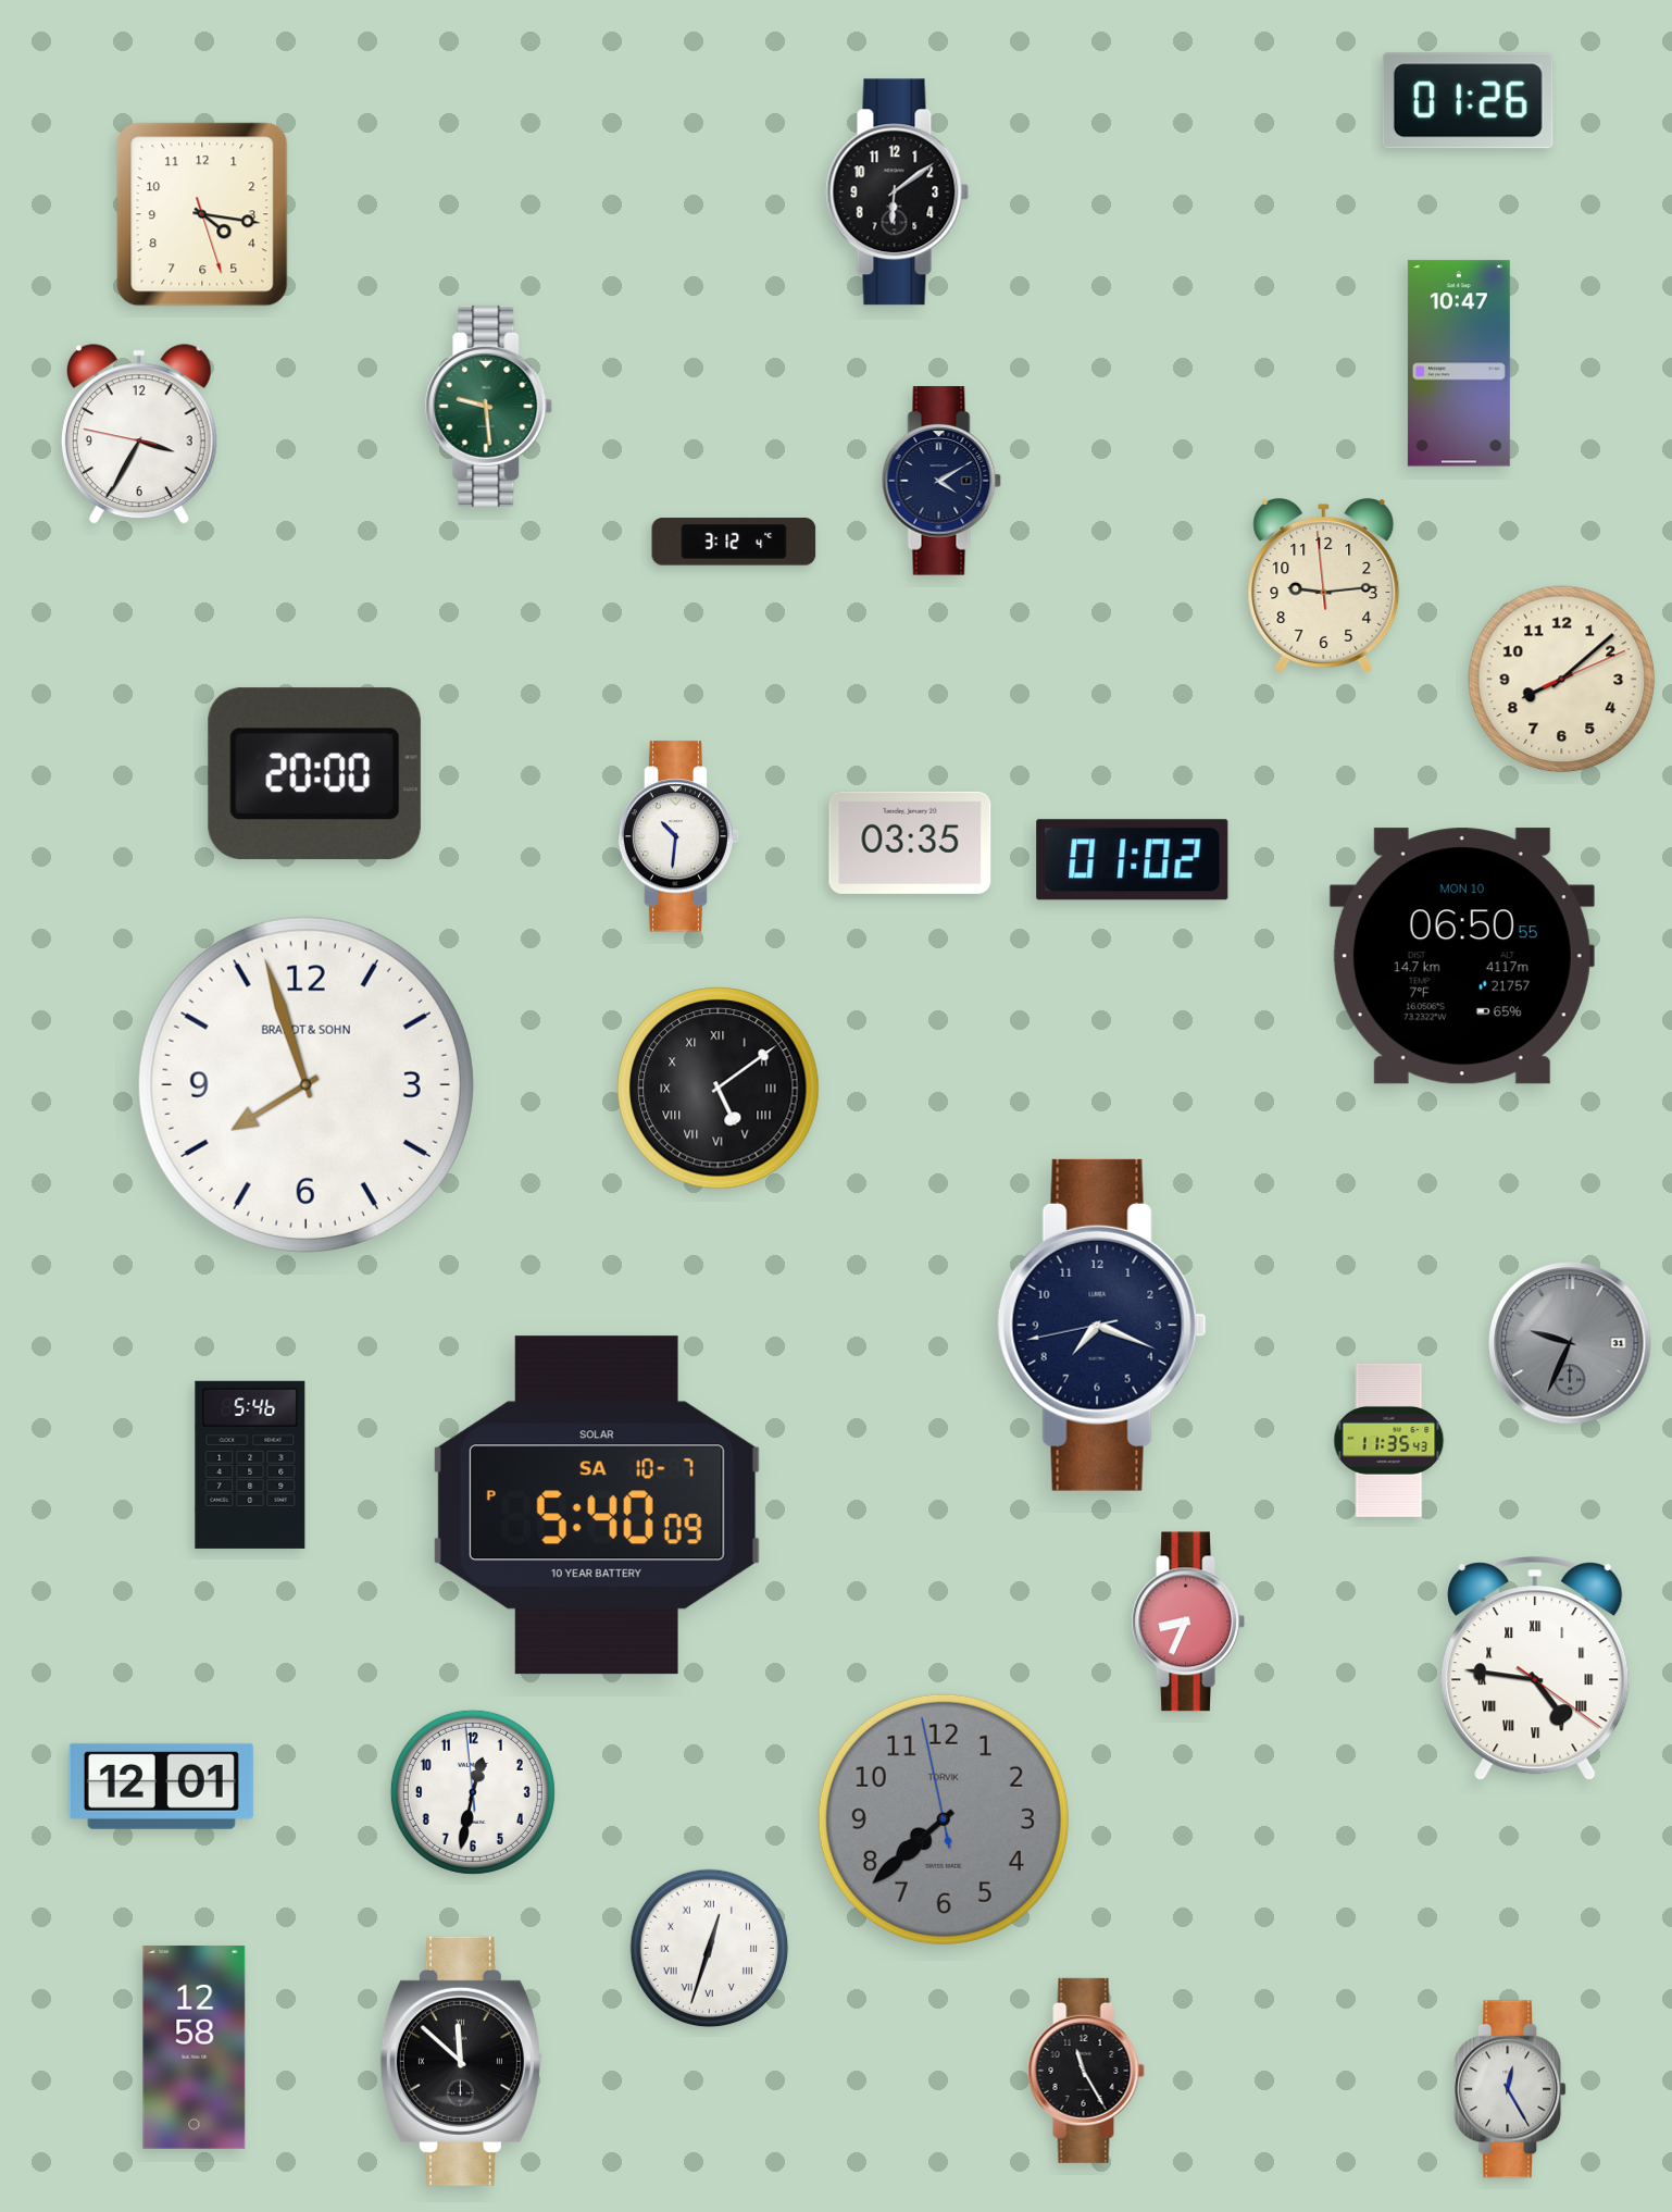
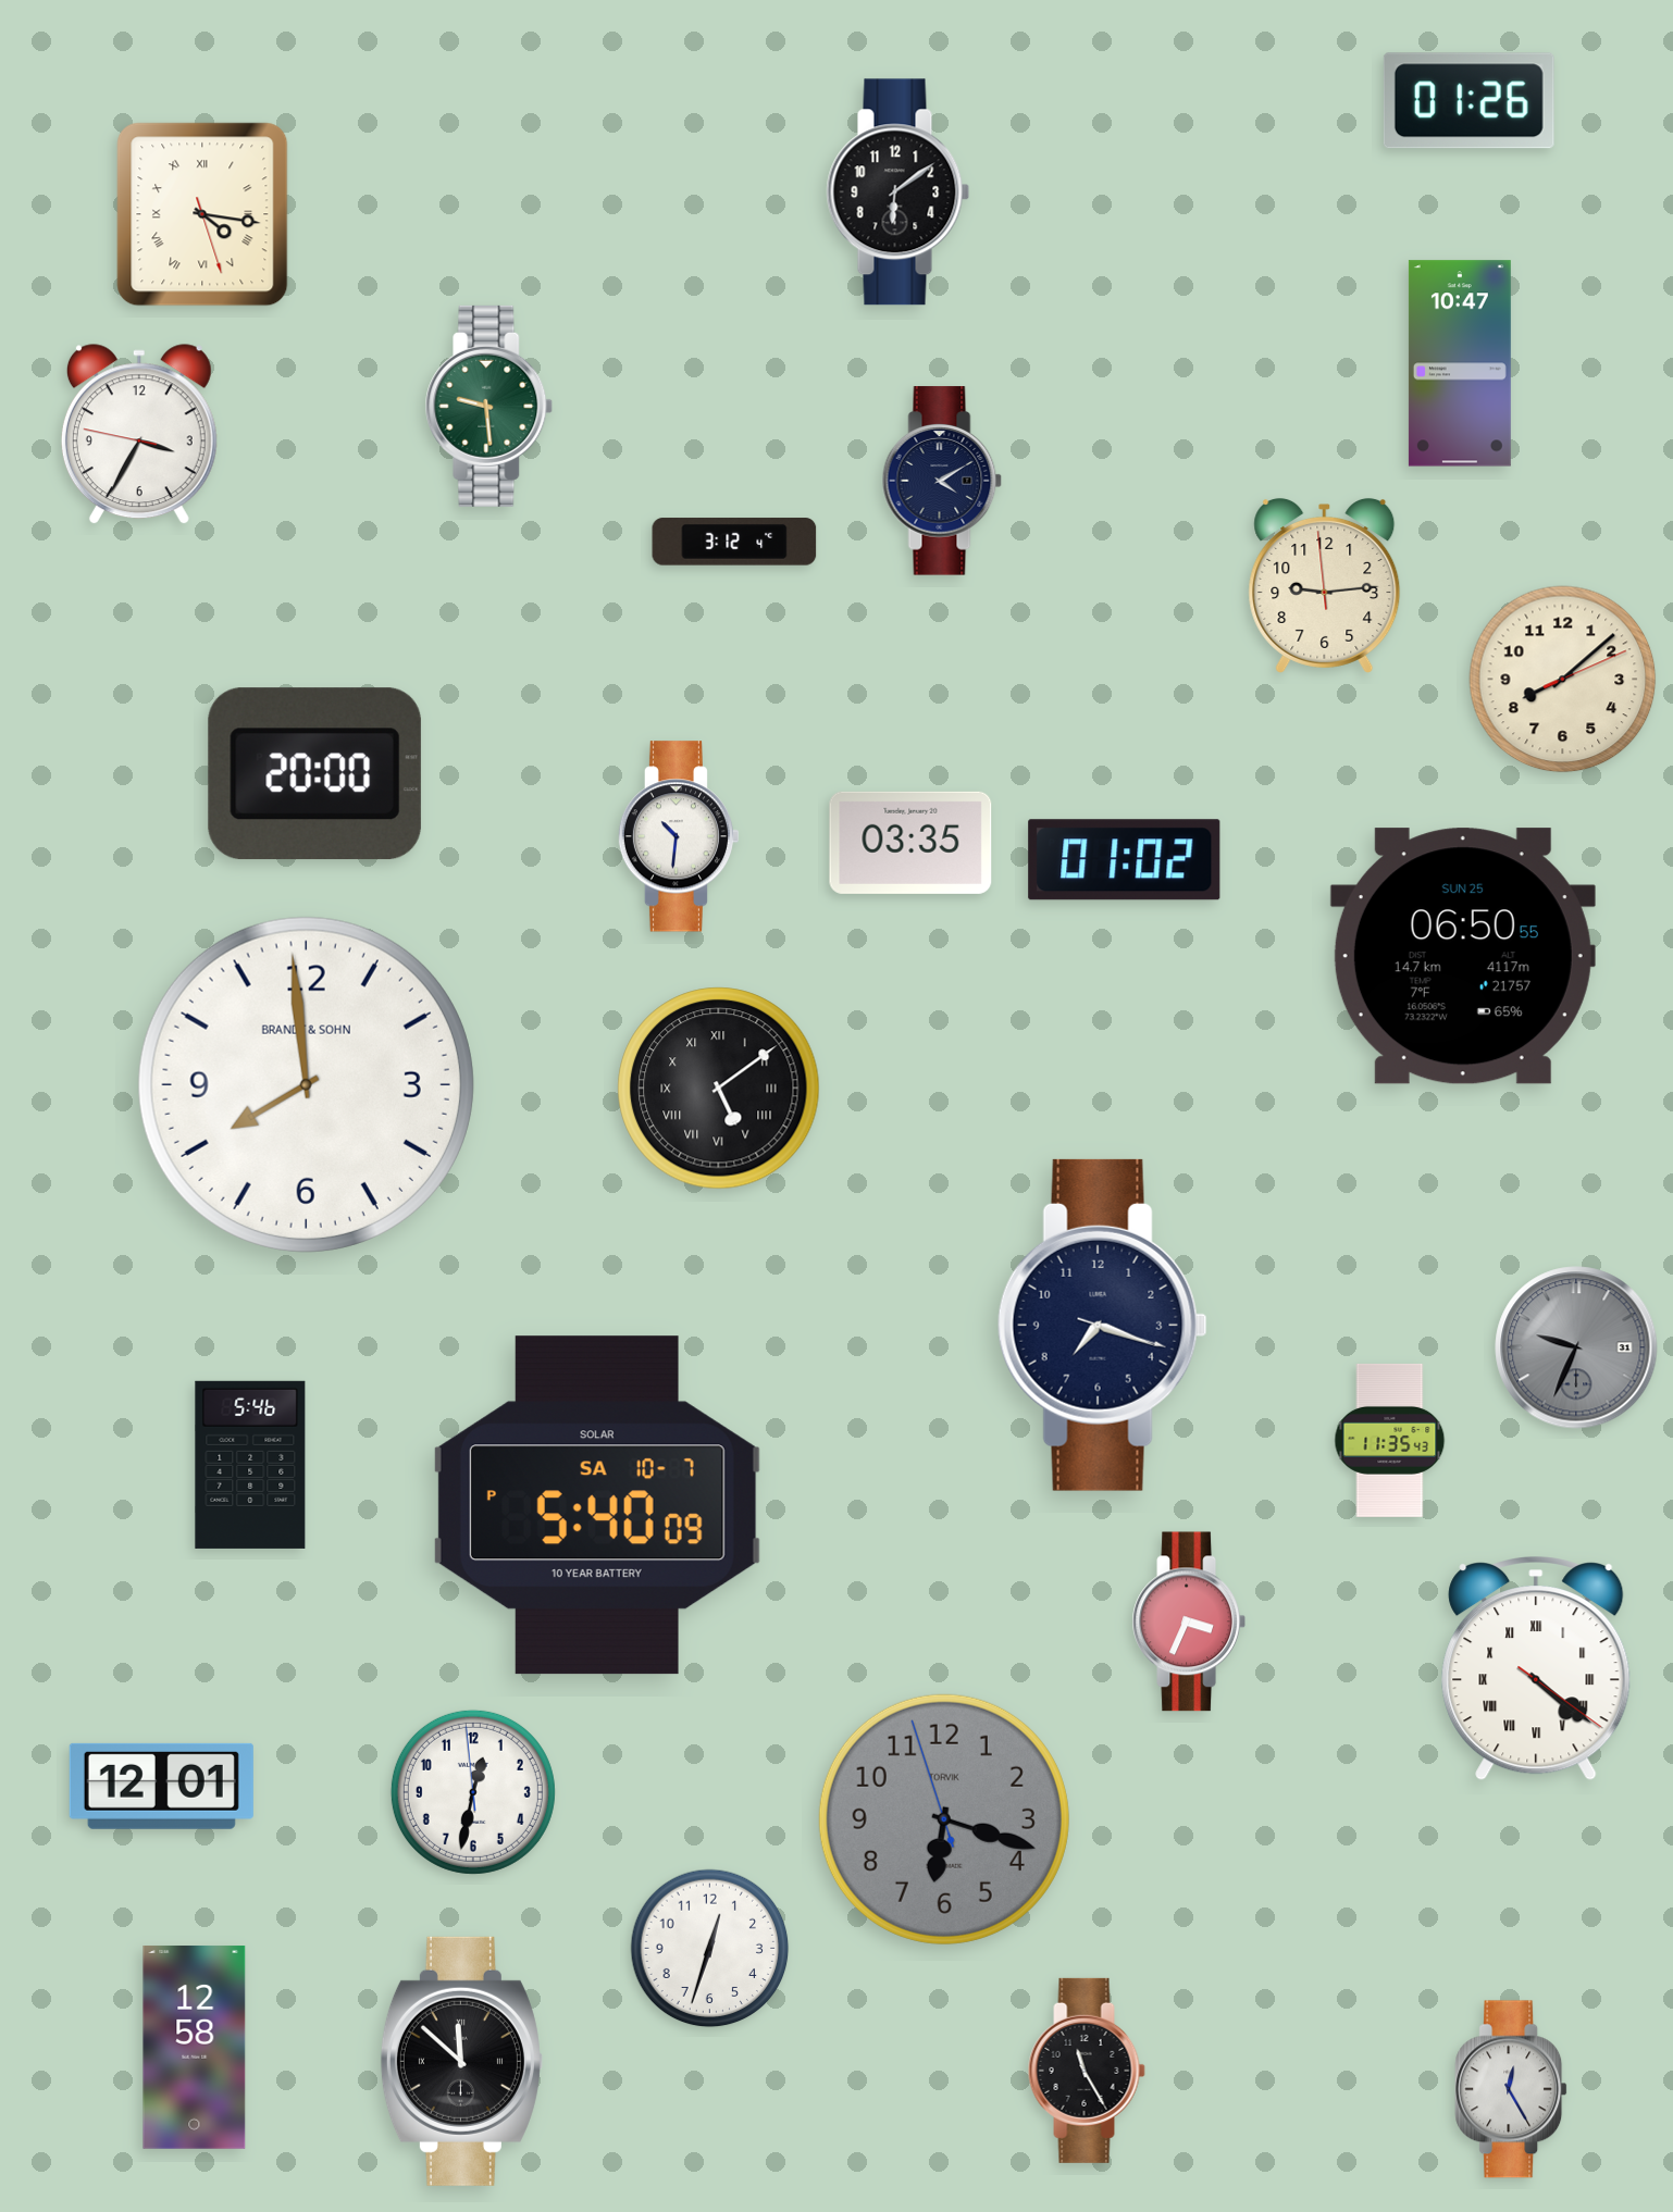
clock at (202, 214) numerals: Arabic -> Roman
clock at (1133, 860) position: (1133, 860) -> (1125, 860)
clock at (1462, 956) date: MON 10 -> SUN 25
clock at (305, 1084): 7:57 -> 7:59
clock at (1101, 1325): 7:18:43 -> 7:18:18
clock at (1570, 1343) position: (1570, 1343) -> (1576, 1347)
clock at (1187, 1621): 8:34 -> 3:34
clock at (1535, 1669): 4:46 -> 4:21
clock at (944, 1819): 7:37 -> 6:17
clock at (710, 1949) numerals: Roman -> Arabic
